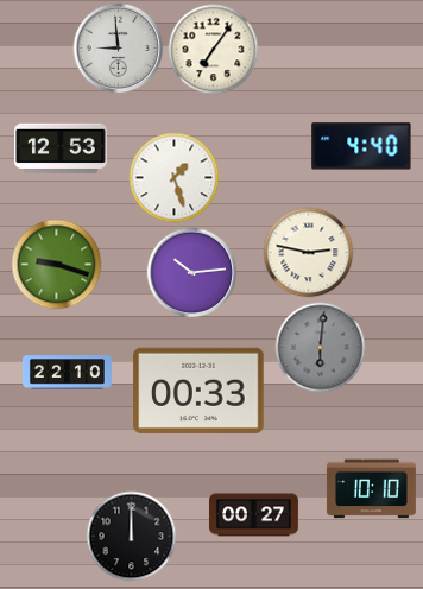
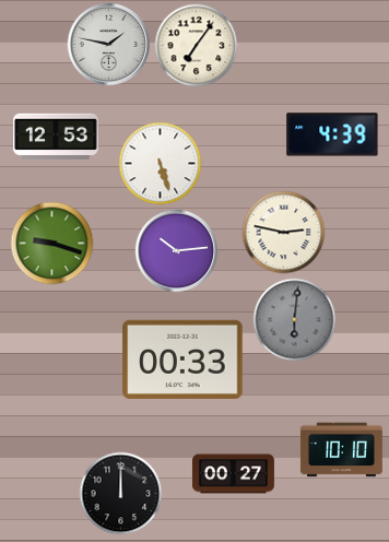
clock at (119, 49): 8:59 -> 1:47
clock at (361, 146): 4:40 -> 4:39
clock at (175, 178): 1:27 -> 5:27
clock at (67, 373): 22:10 -> none
